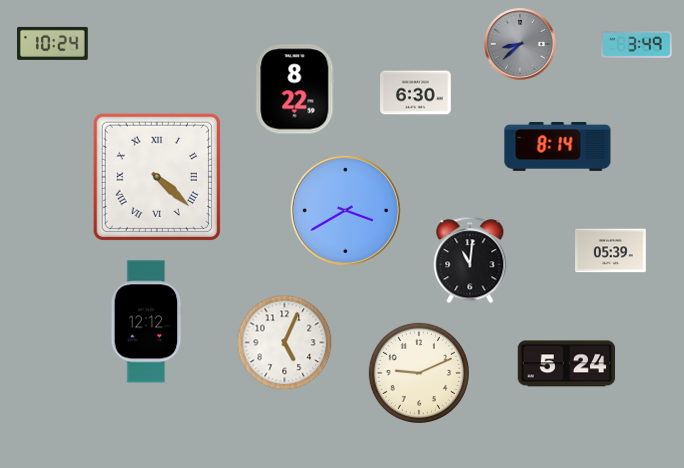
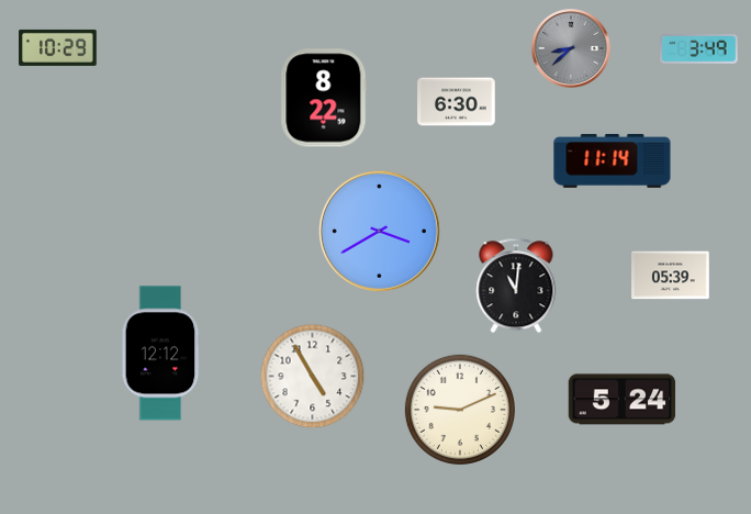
clock at (53, 43): 10:24 -> 10:29
clock at (558, 146): 8:14 -> 11:14
clock at (157, 177): 4:22 -> none
clock at (285, 343): 5:04 -> 4:55
